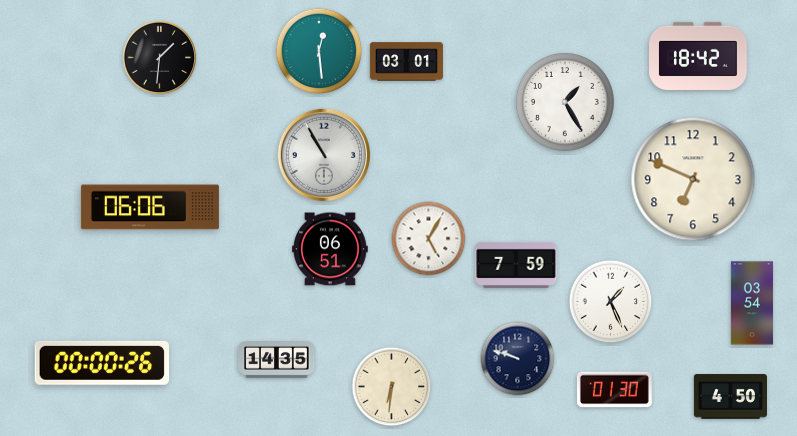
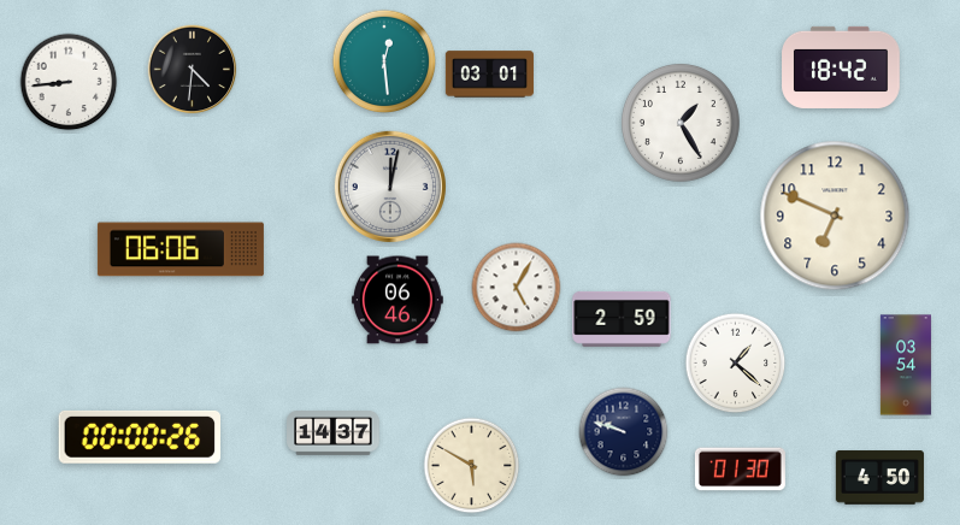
clock at (160, 58): 1:31 -> 4:31
clock at (69, 82): none -> 8:44
clock at (324, 155): 10:55 -> 12:02
clock at (330, 249): 06:51 -> 06:46
clock at (516, 265): 7:59 -> 2:59
clock at (611, 302): 1:26 -> 1:22
clock at (277, 360): 14:35 -> 14:37
clock at (101, 363) position: (101, 363) -> (139, 437)
clock at (392, 387): 6:31 -> 5:50
